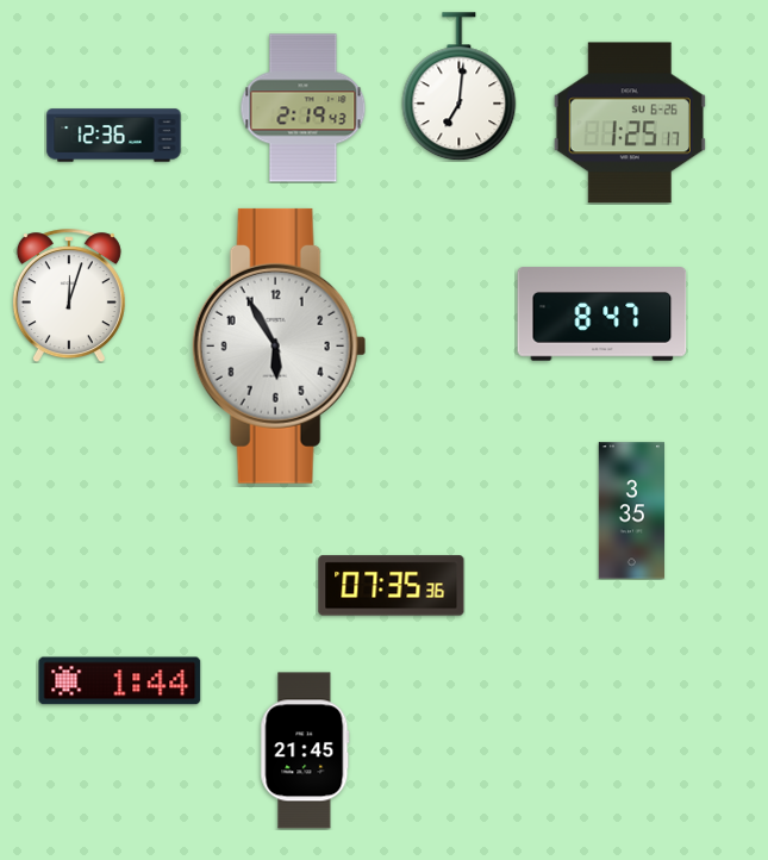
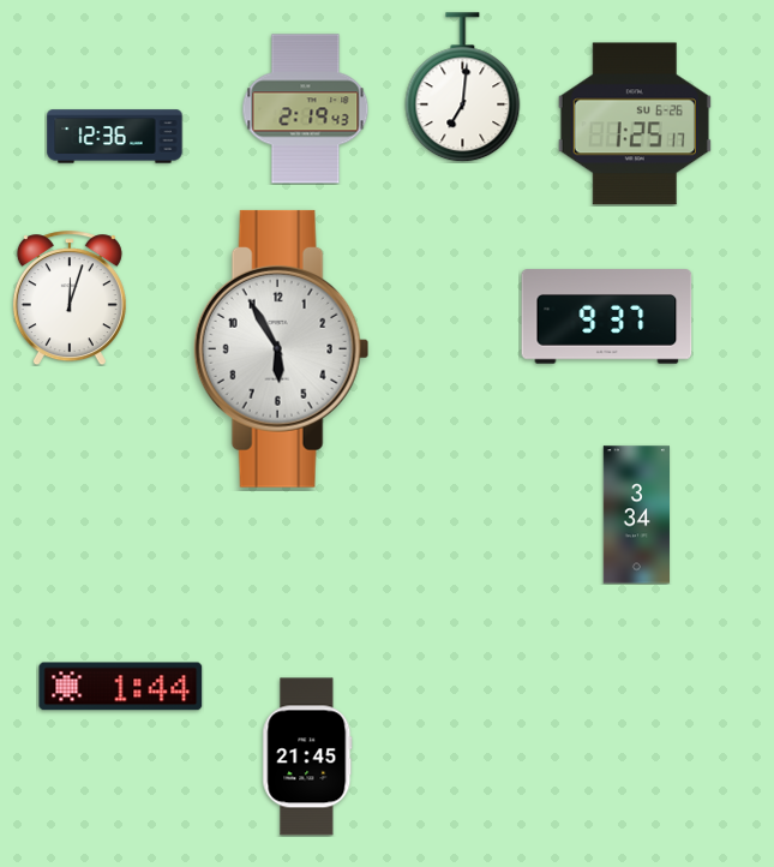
clock at (602, 314): 8:47 -> 9:37
clock at (631, 511): 3:35 -> 3:34
clock at (392, 586): 07:35 -> none
